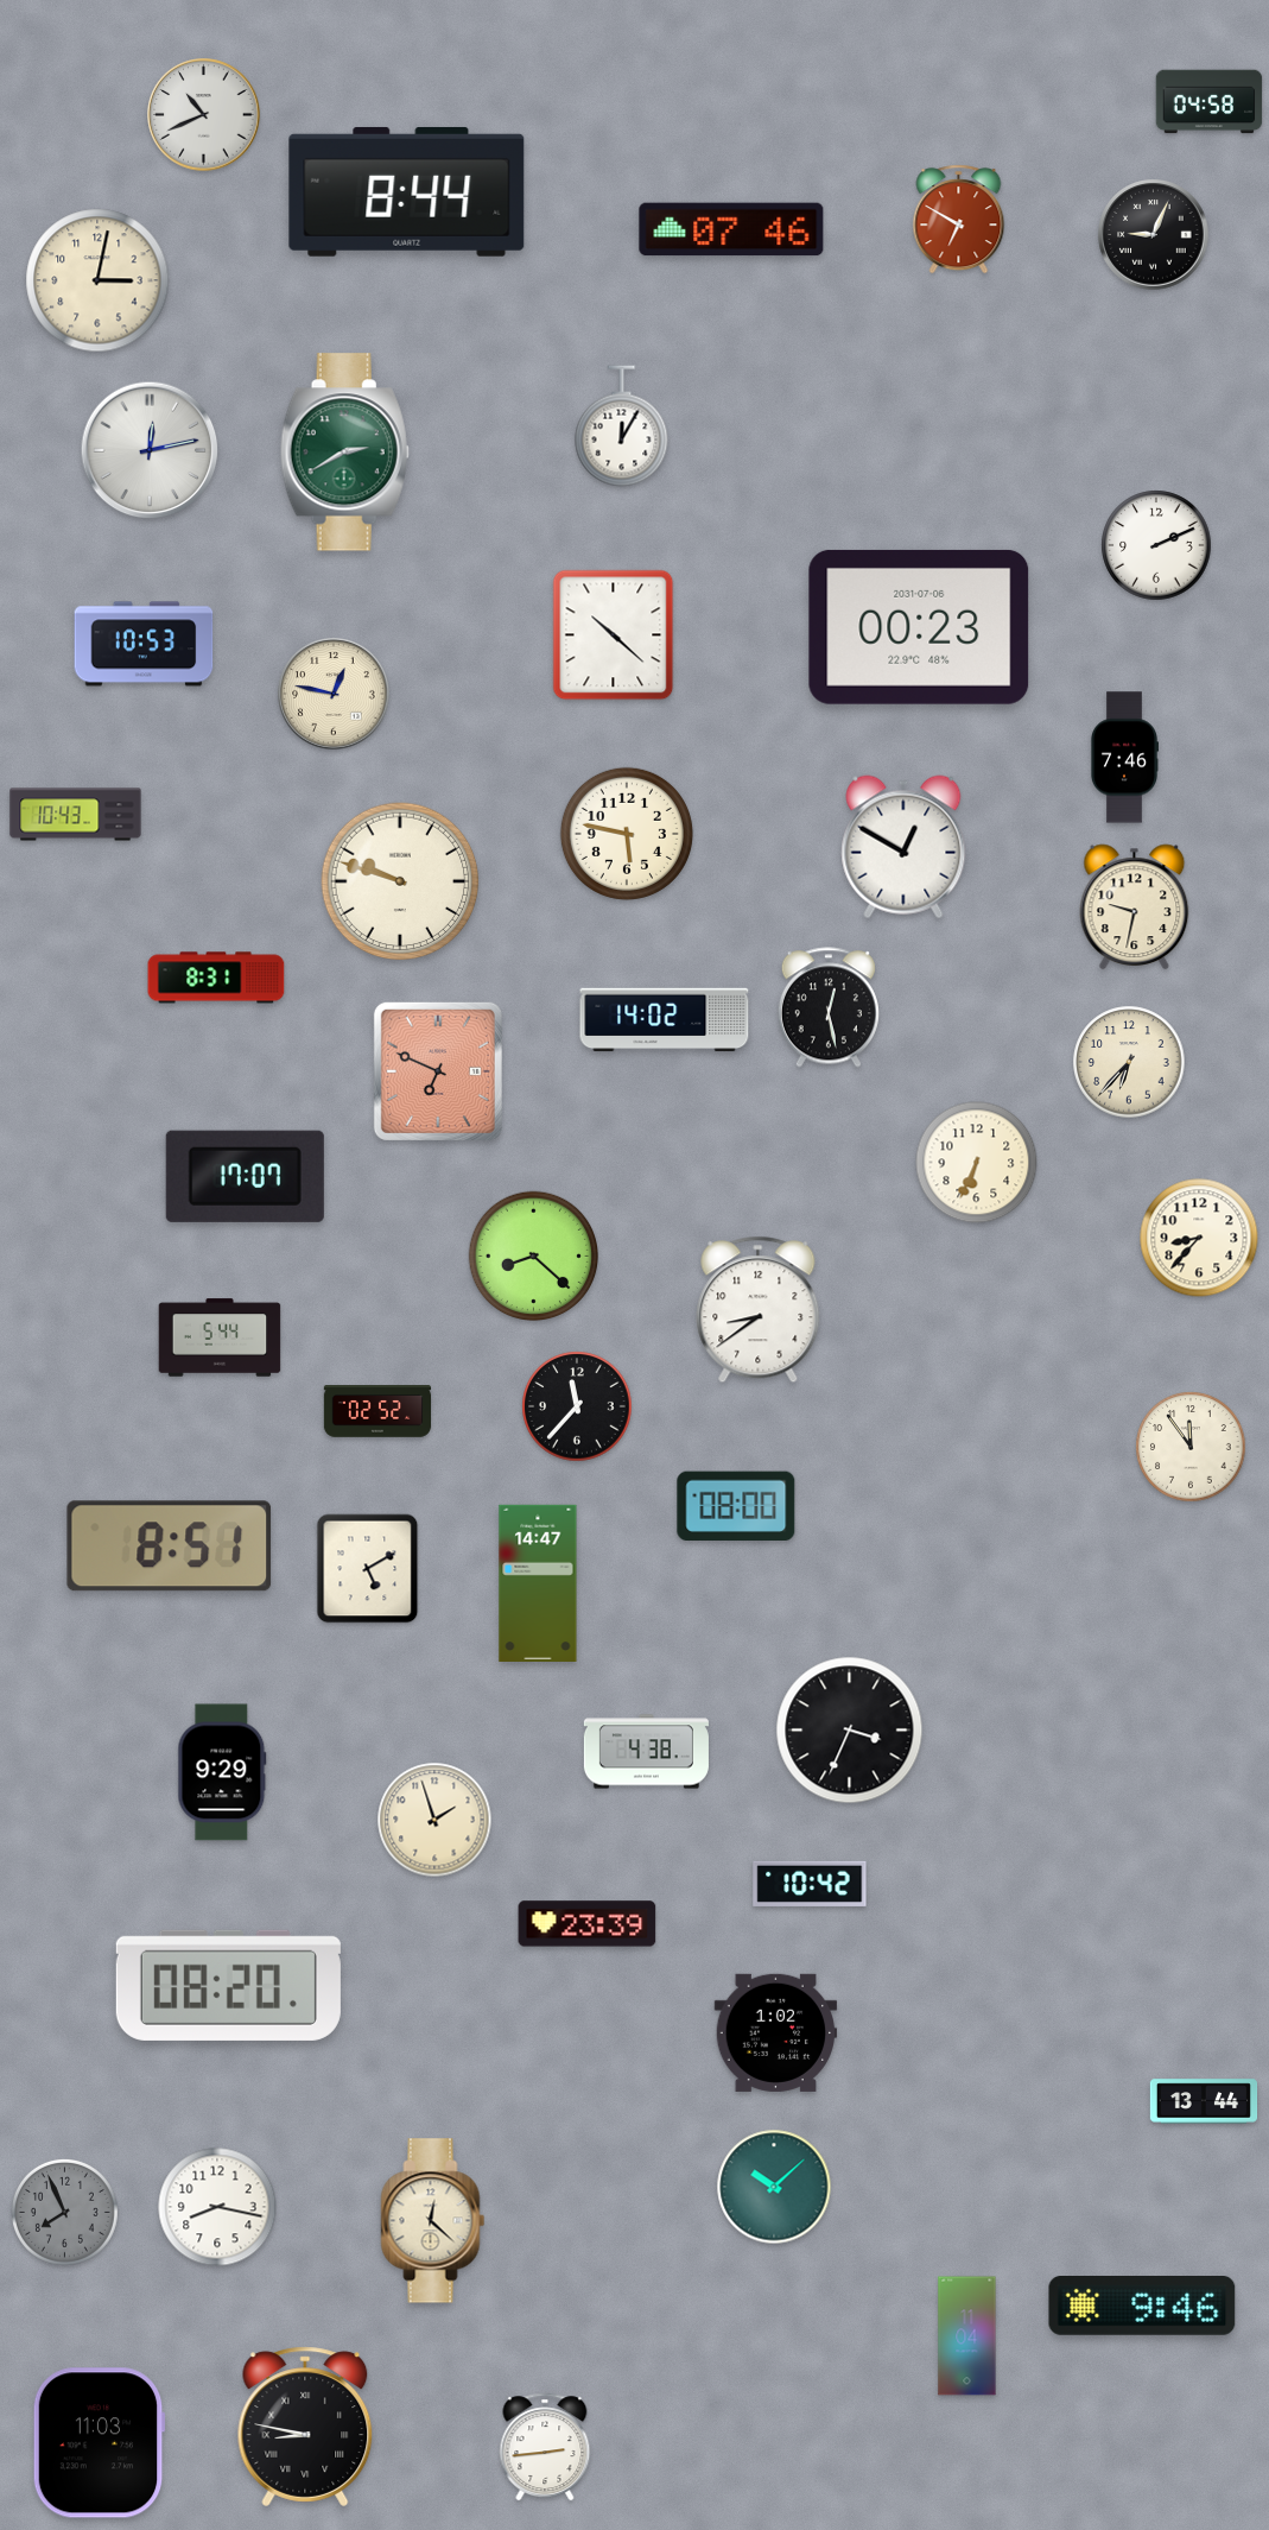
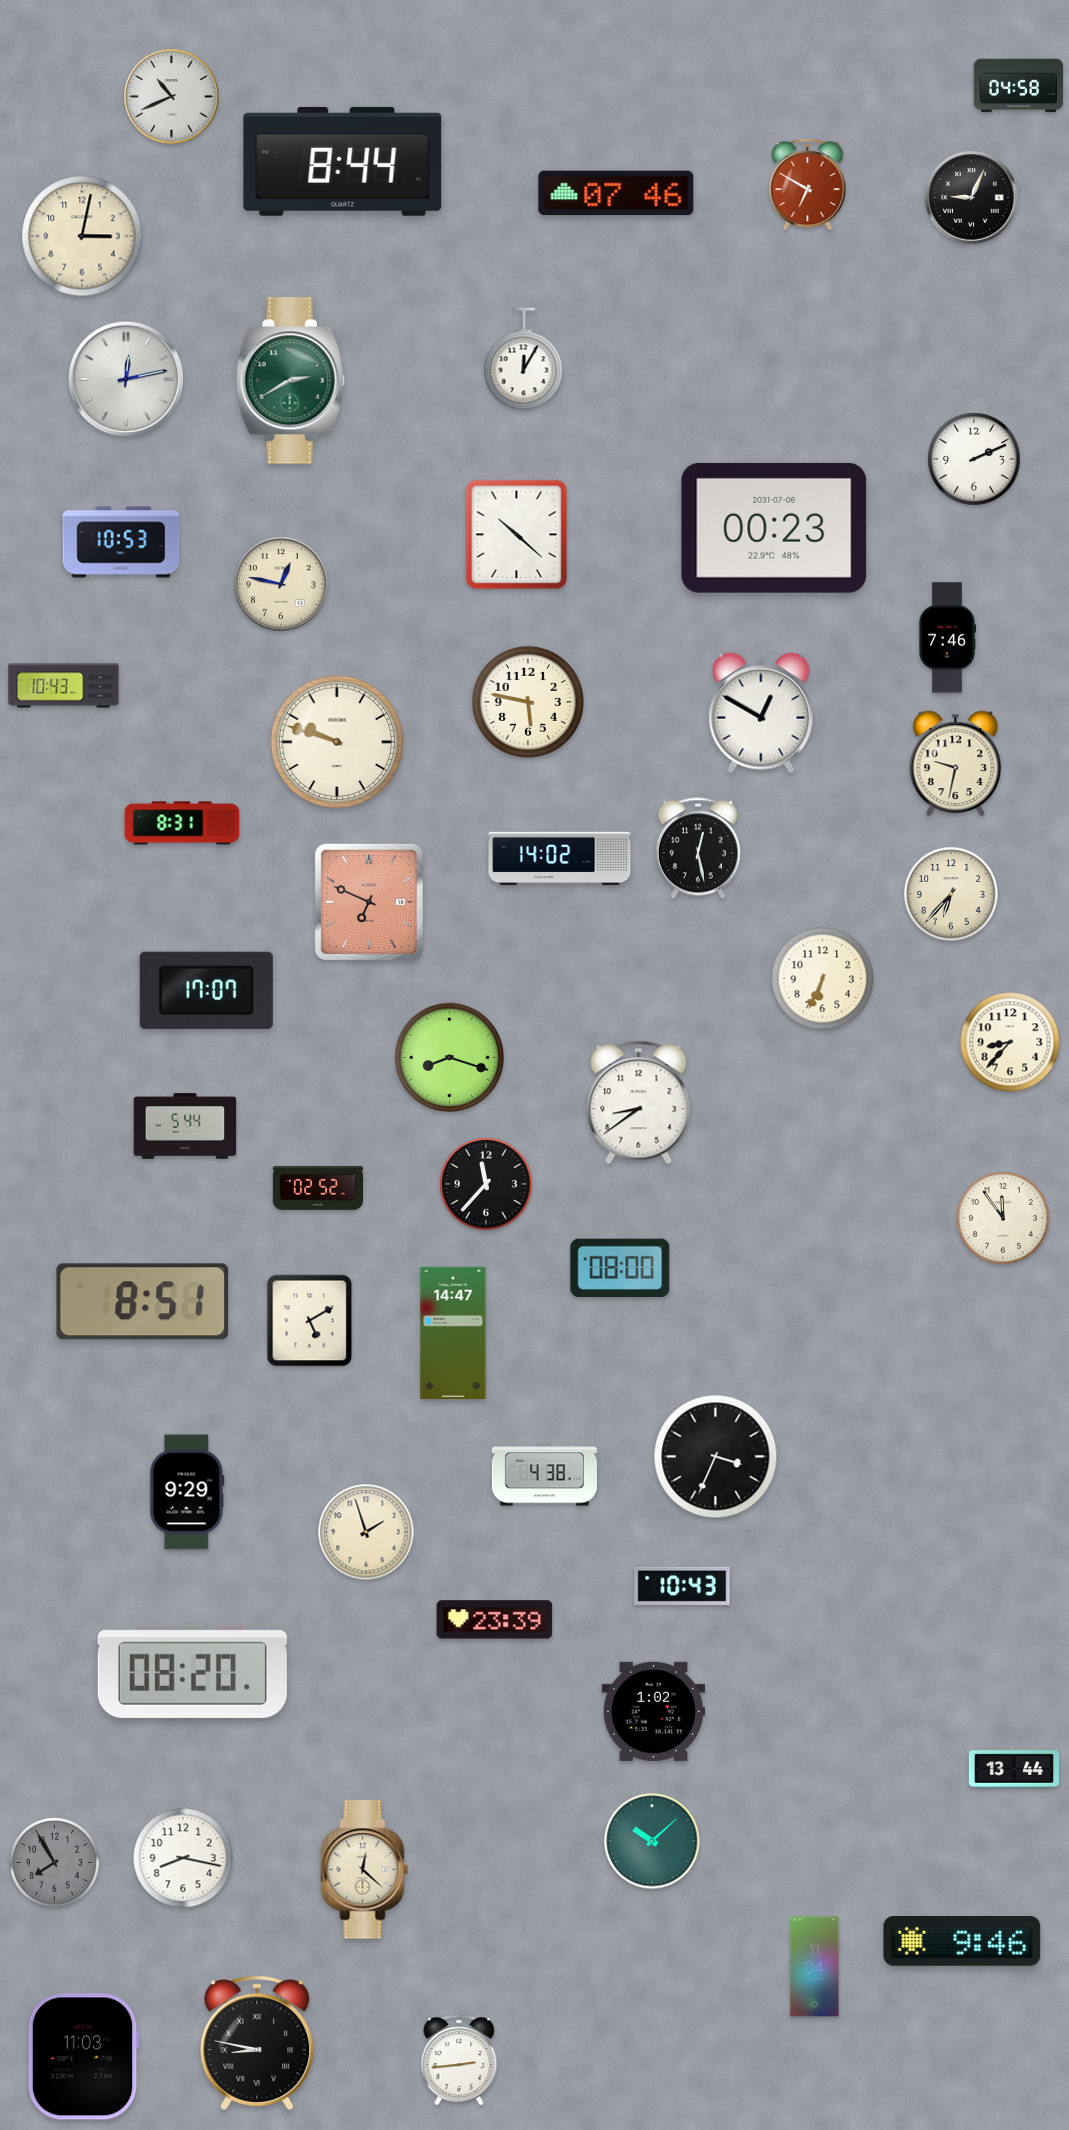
clock at (534, 1257): 8:22 -> 8:18
clock at (810, 1884): 10:42 -> 10:43
clock at (64, 2212): 7:56 -> 7:55
